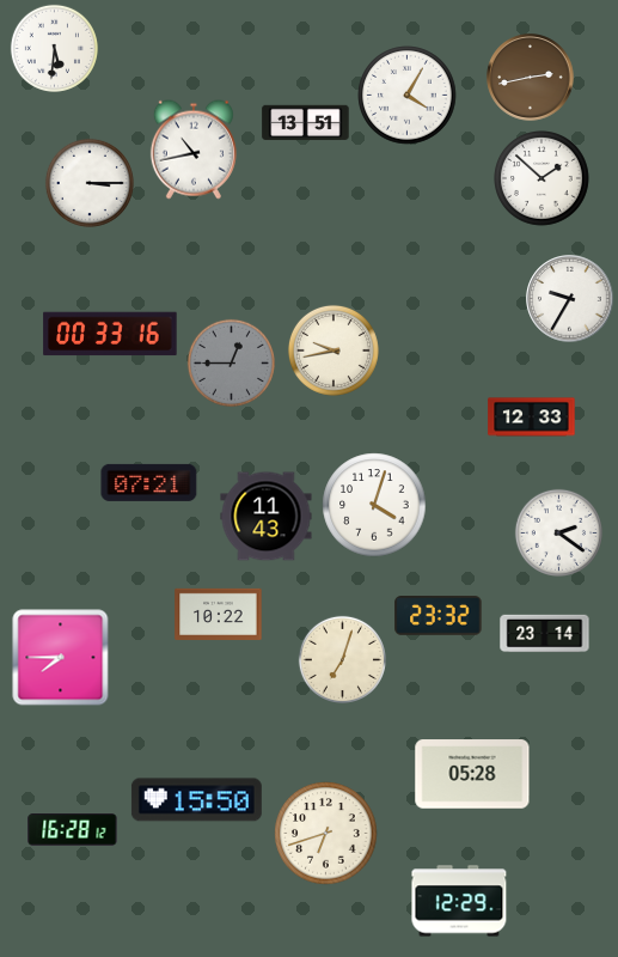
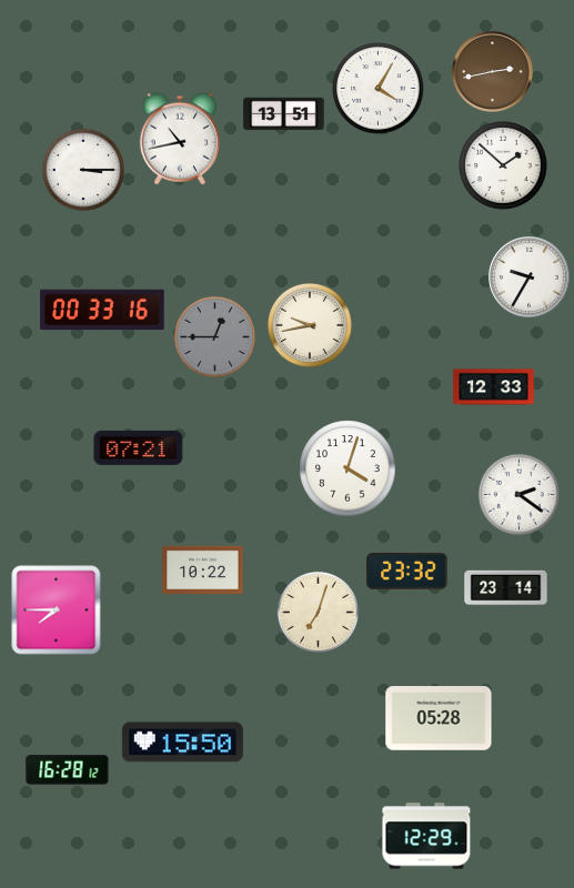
clock at (54, 48): 5:31 -> none
clock at (267, 517): 11:43 -> none
clock at (326, 834): 6:42 -> none
